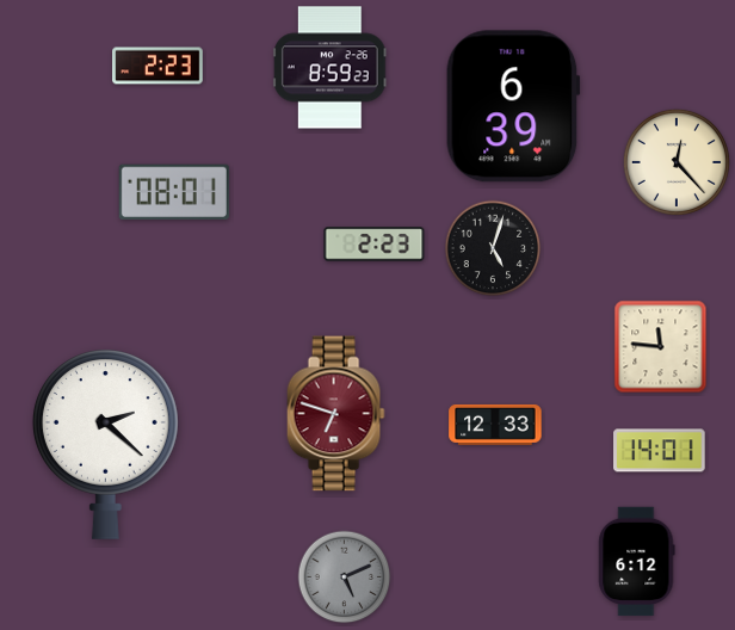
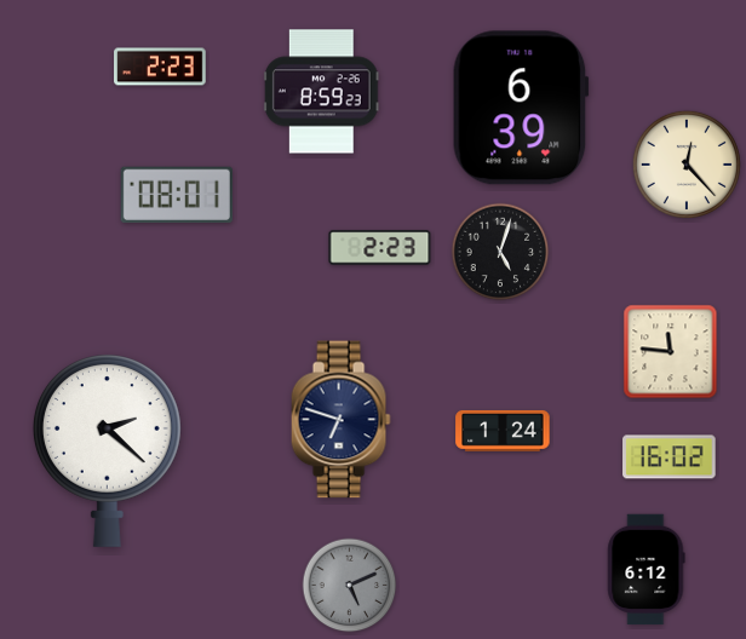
clock at (329, 68) position: (329, 68) -> (321, 92)
clock at (335, 414) dial: burgundy -> navy
clock at (495, 425): 12:33 -> 1:24
clock at (660, 451): 14:01 -> 16:02
